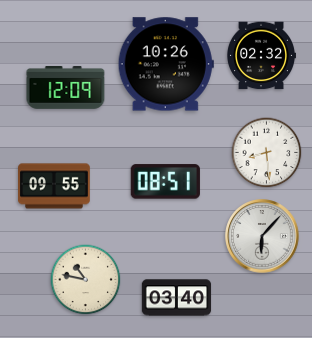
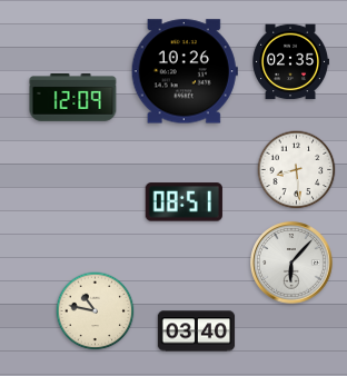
clock at (261, 56): 02:32 -> 02:35
clock at (54, 186): 09:55 -> none
